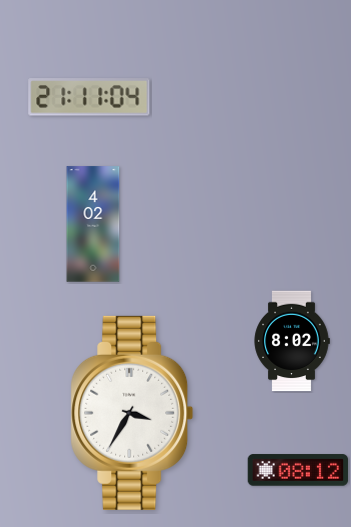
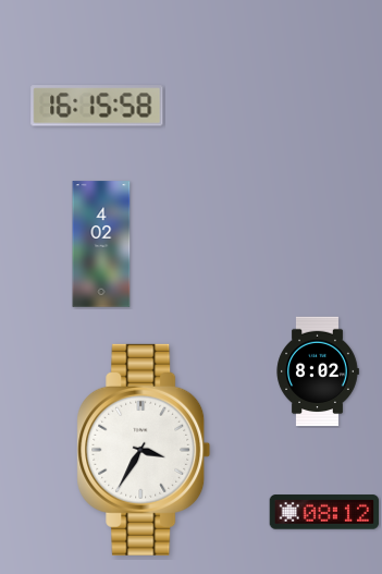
clock at (89, 97): 21:11 -> 16:15
